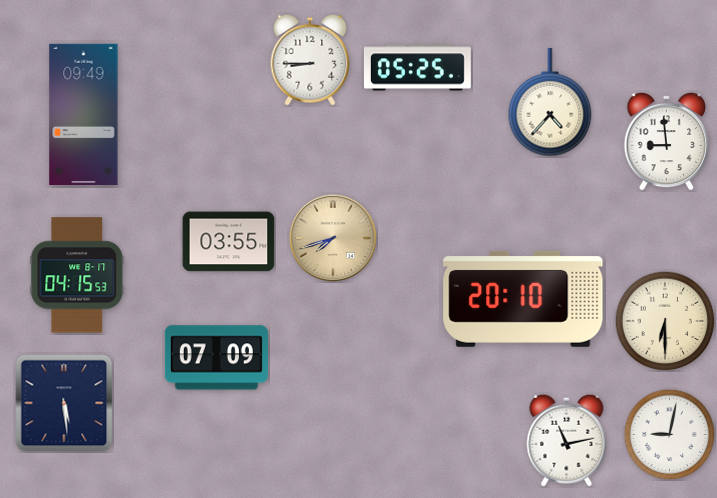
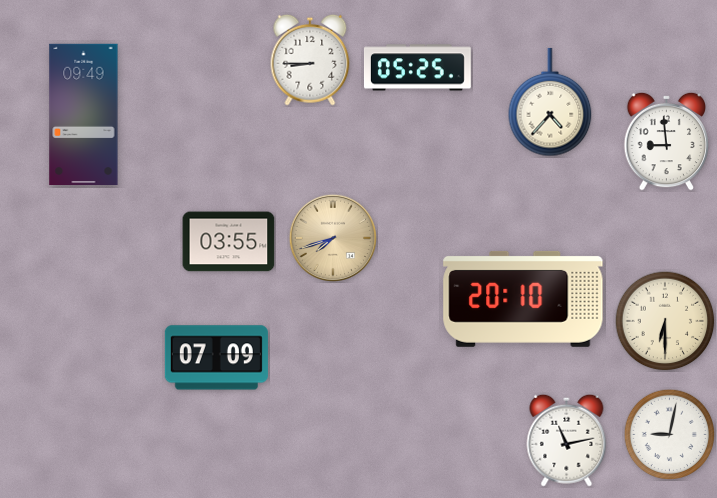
clock at (77, 275): 04:15 -> none
clock at (64, 403): 5:29 -> none
